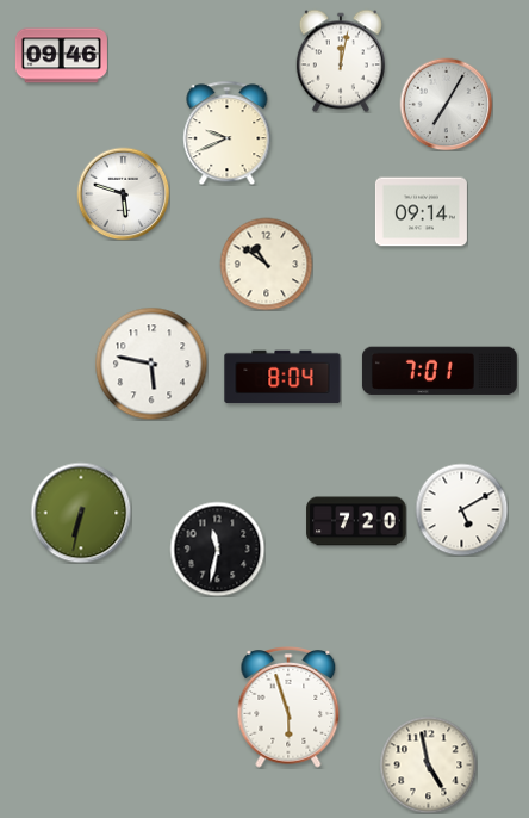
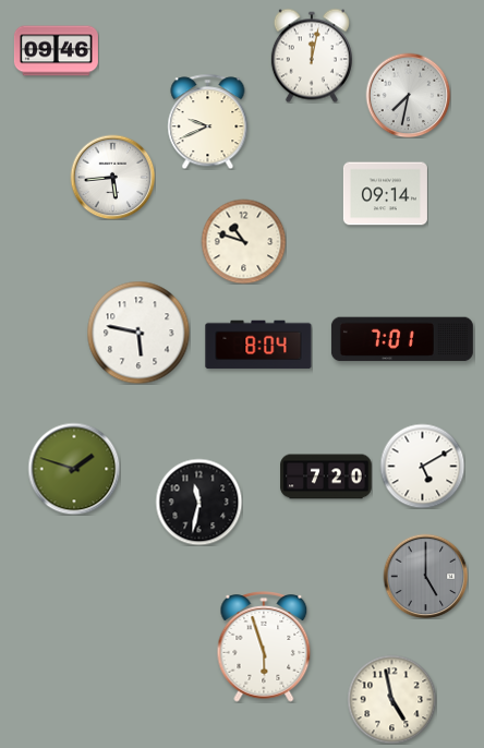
clock at (446, 104): 7:05 -> 7:32
clock at (123, 193): 5:48 -> 5:44
clock at (266, 264): 10:51 -> 10:48
clock at (81, 513): 6:32 -> 1:48
clock at (425, 576): none -> 5:00
